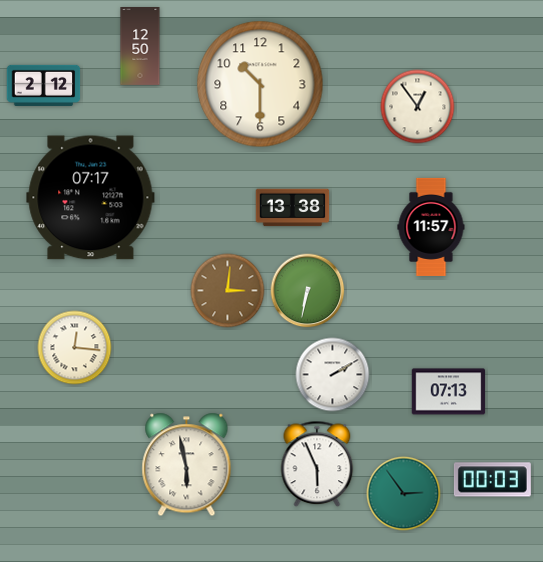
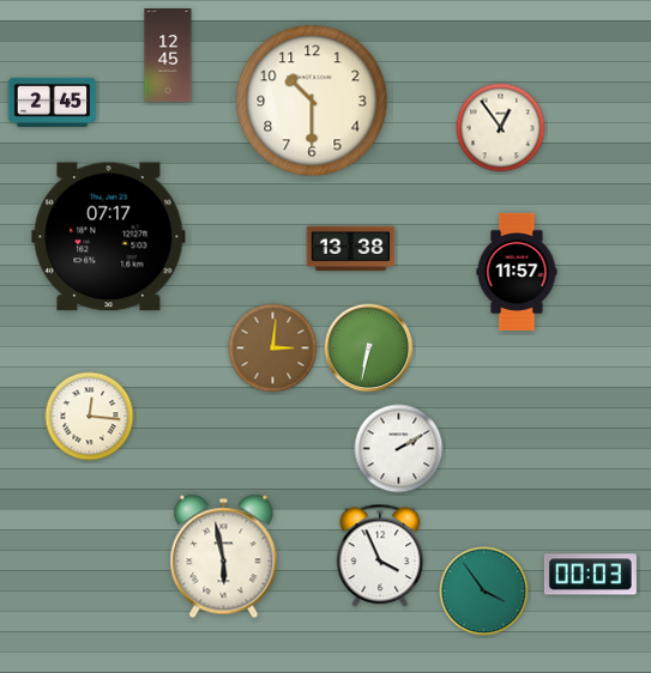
clock at (140, 47): 12:50 -> 12:45
clock at (44, 85): 2:12 -> 2:45
clock at (449, 392): 07:13 -> none
clock at (317, 464): 5:56 -> 3:56
clock at (404, 494): 2:54 -> 3:54
